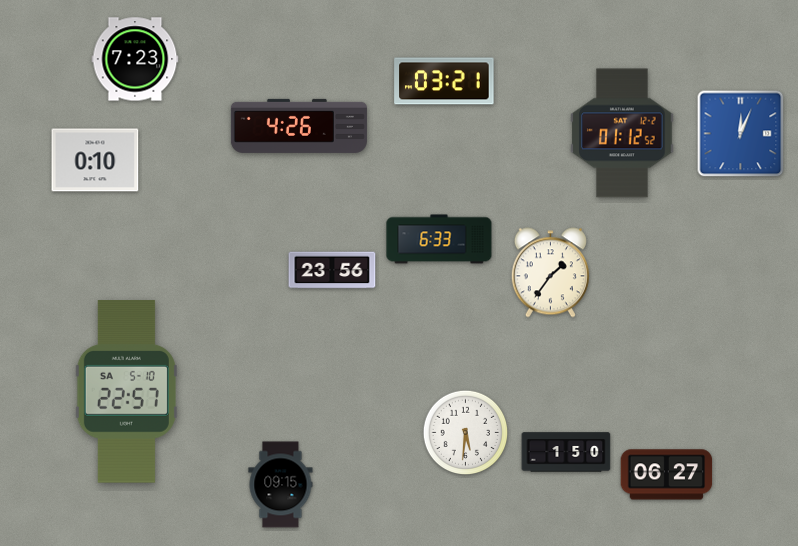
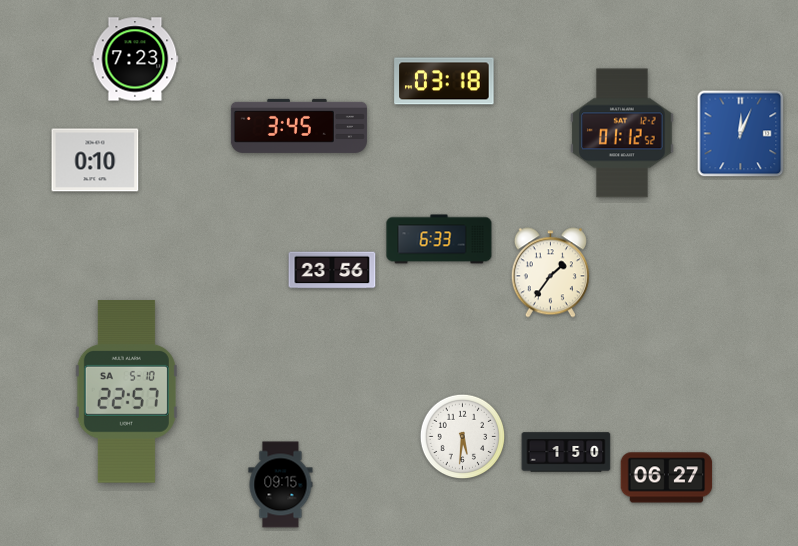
clock at (444, 81): 03:21 -> 03:18
clock at (299, 126): 4:26 -> 3:45
clock at (466, 433) position: (466, 433) -> (463, 437)
clock at (667, 475) position: (667, 475) -> (667, 478)
